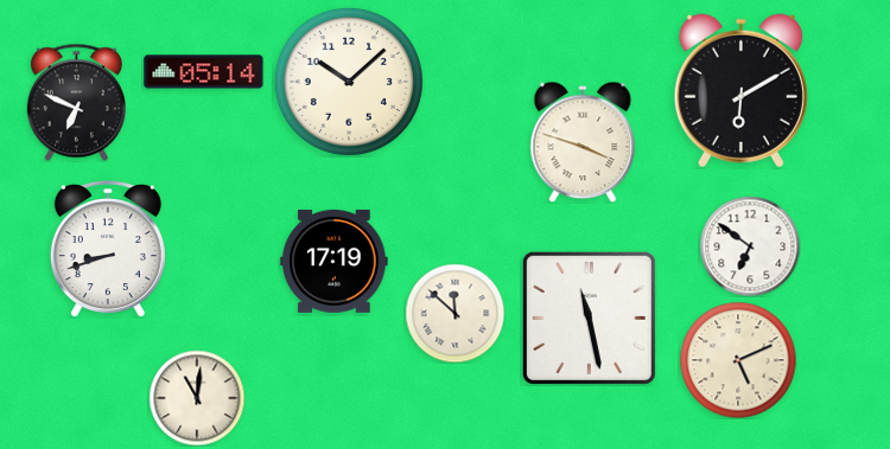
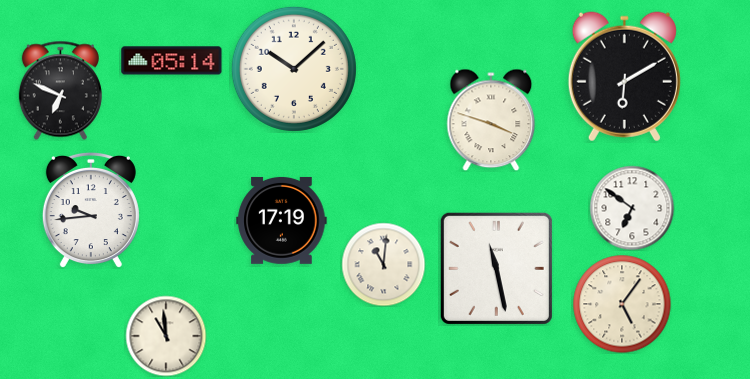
clock at (76, 102) position: (76, 102) -> (60, 90)
clock at (108, 249): 8:42 -> 9:44
clock at (454, 313): 11:52 -> 11:01
clock at (738, 360): 5:11 -> 5:06
clock at (197, 398): 11:01 -> 10:59
